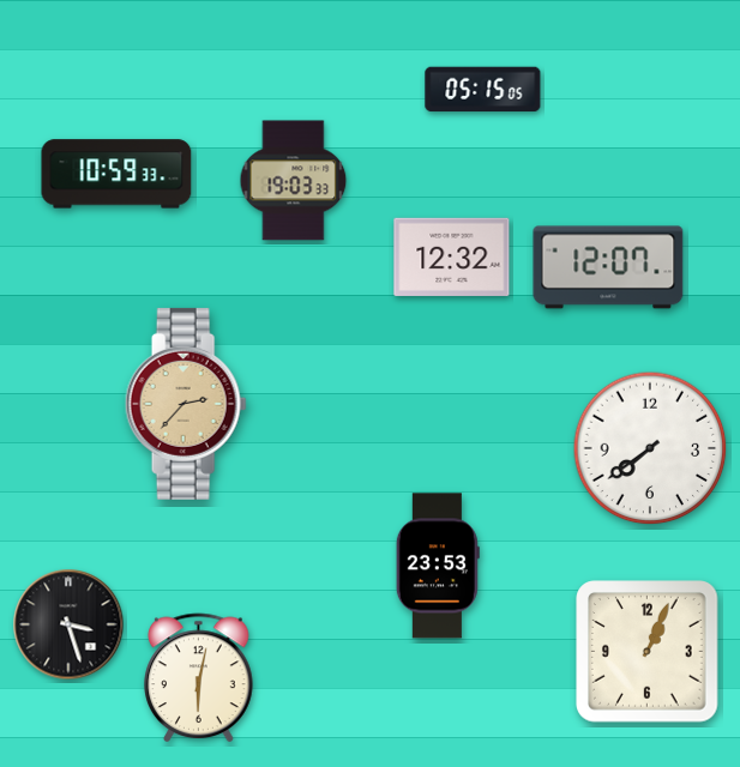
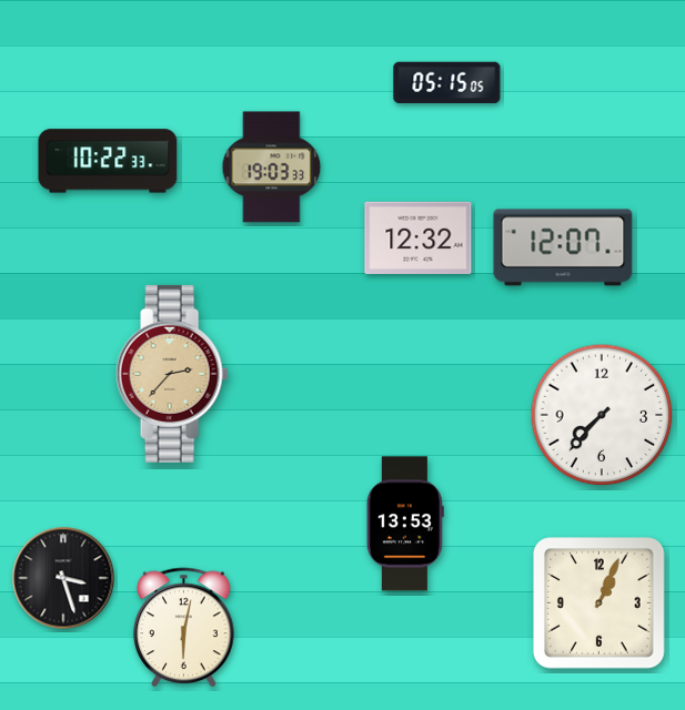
clock at (116, 174): 10:59 -> 10:22
clock at (650, 448): 7:39 -> 7:37
clock at (438, 566): 23:53 -> 13:53
